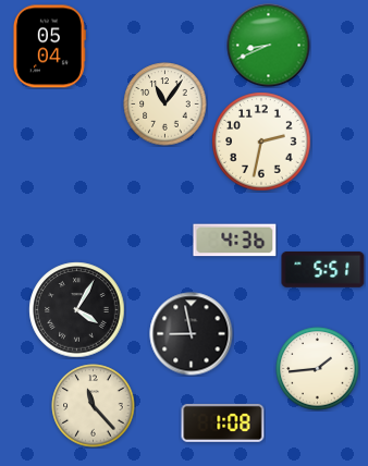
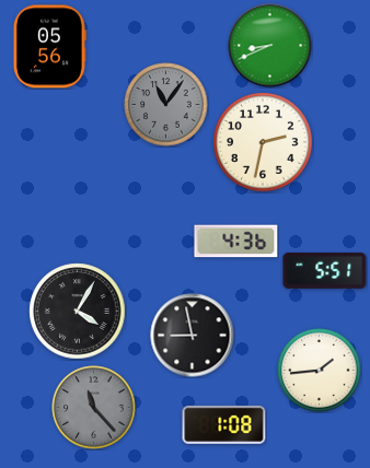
clock at (49, 47): 05:04 -> 05:56
clock at (165, 105) dial: cream -> grey
clock at (94, 406) dial: cream -> grey
